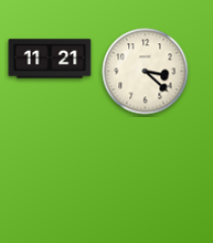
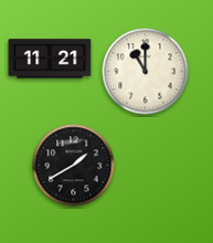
clock at (146, 72): 3:22 -> 11:00
clock at (74, 166): none -> 1:40
